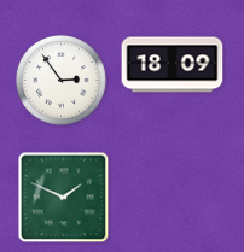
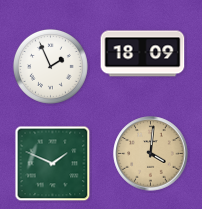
clock at (60, 80): 2:54 -> 1:56
clock at (151, 154): none -> 4:01
